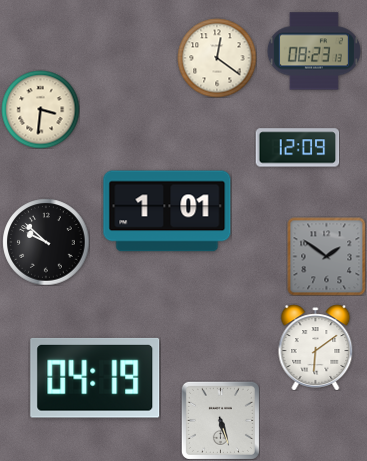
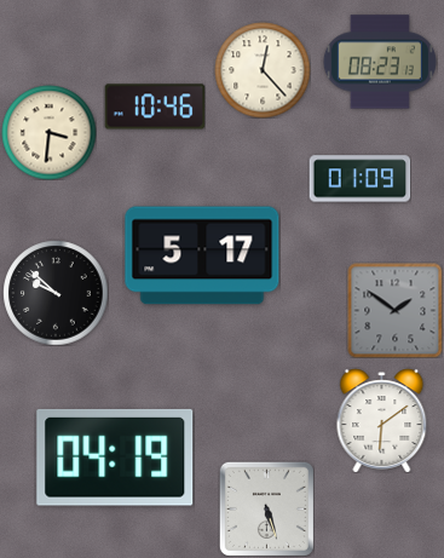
clock at (217, 58): 12:21 -> 12:23
clock at (155, 107): none -> 10:46
clock at (297, 148): 12:09 -> 01:09
clock at (167, 211): 1:01 -> 5:17
